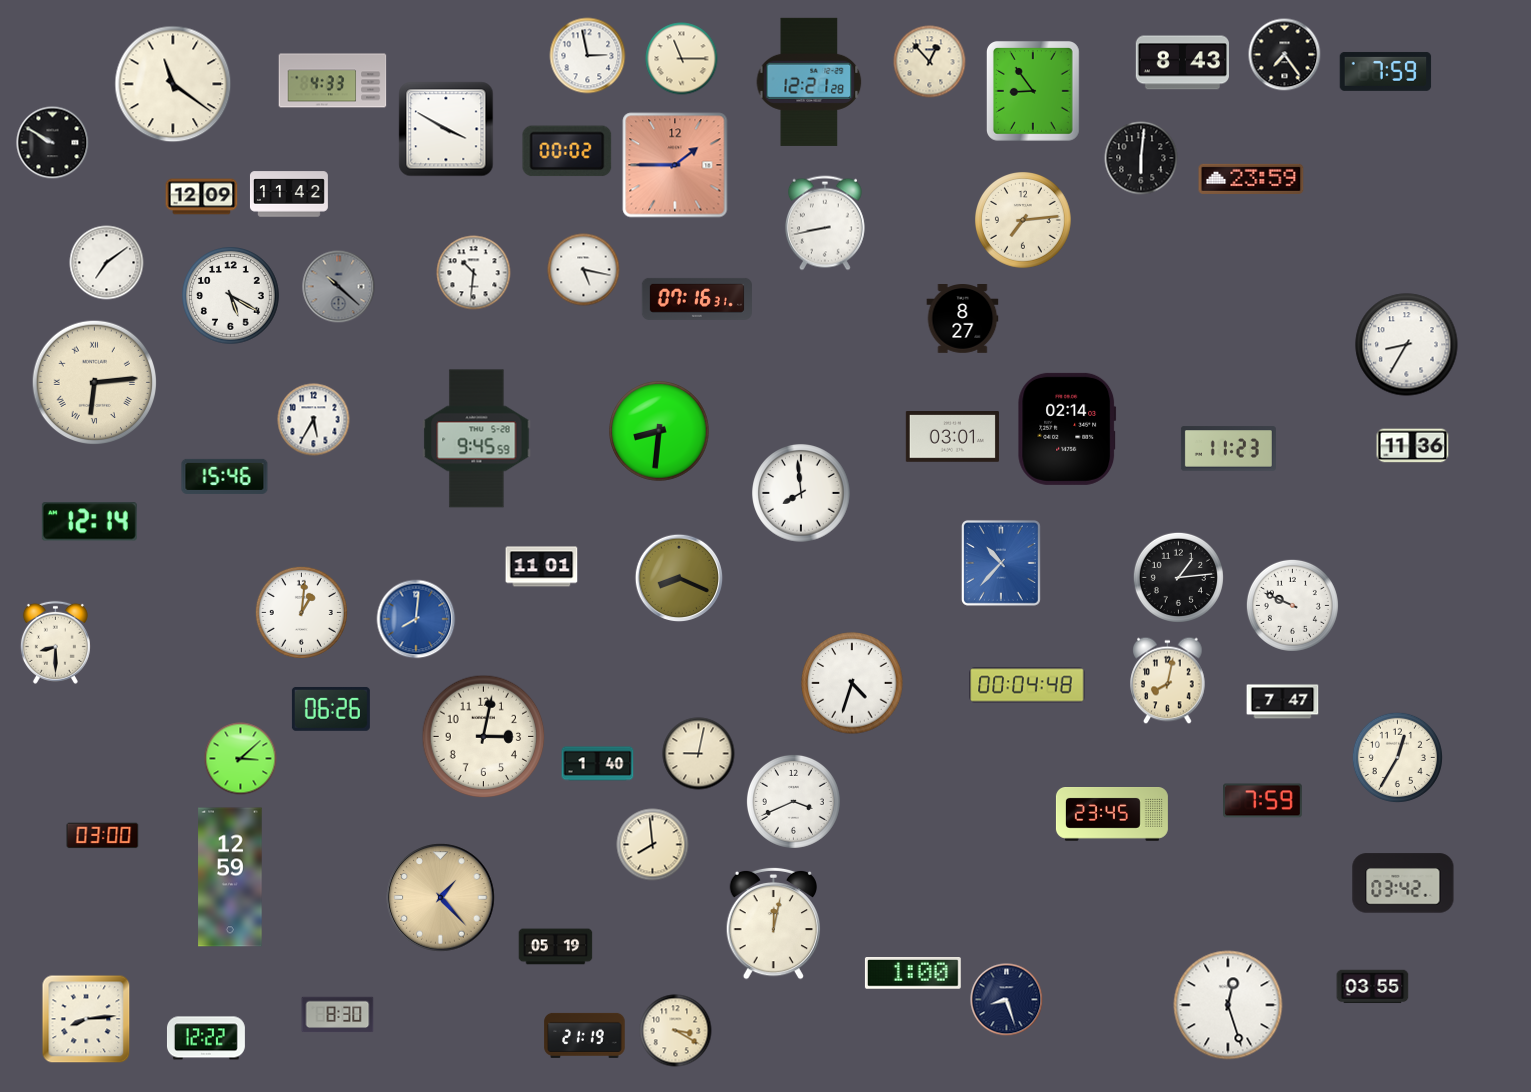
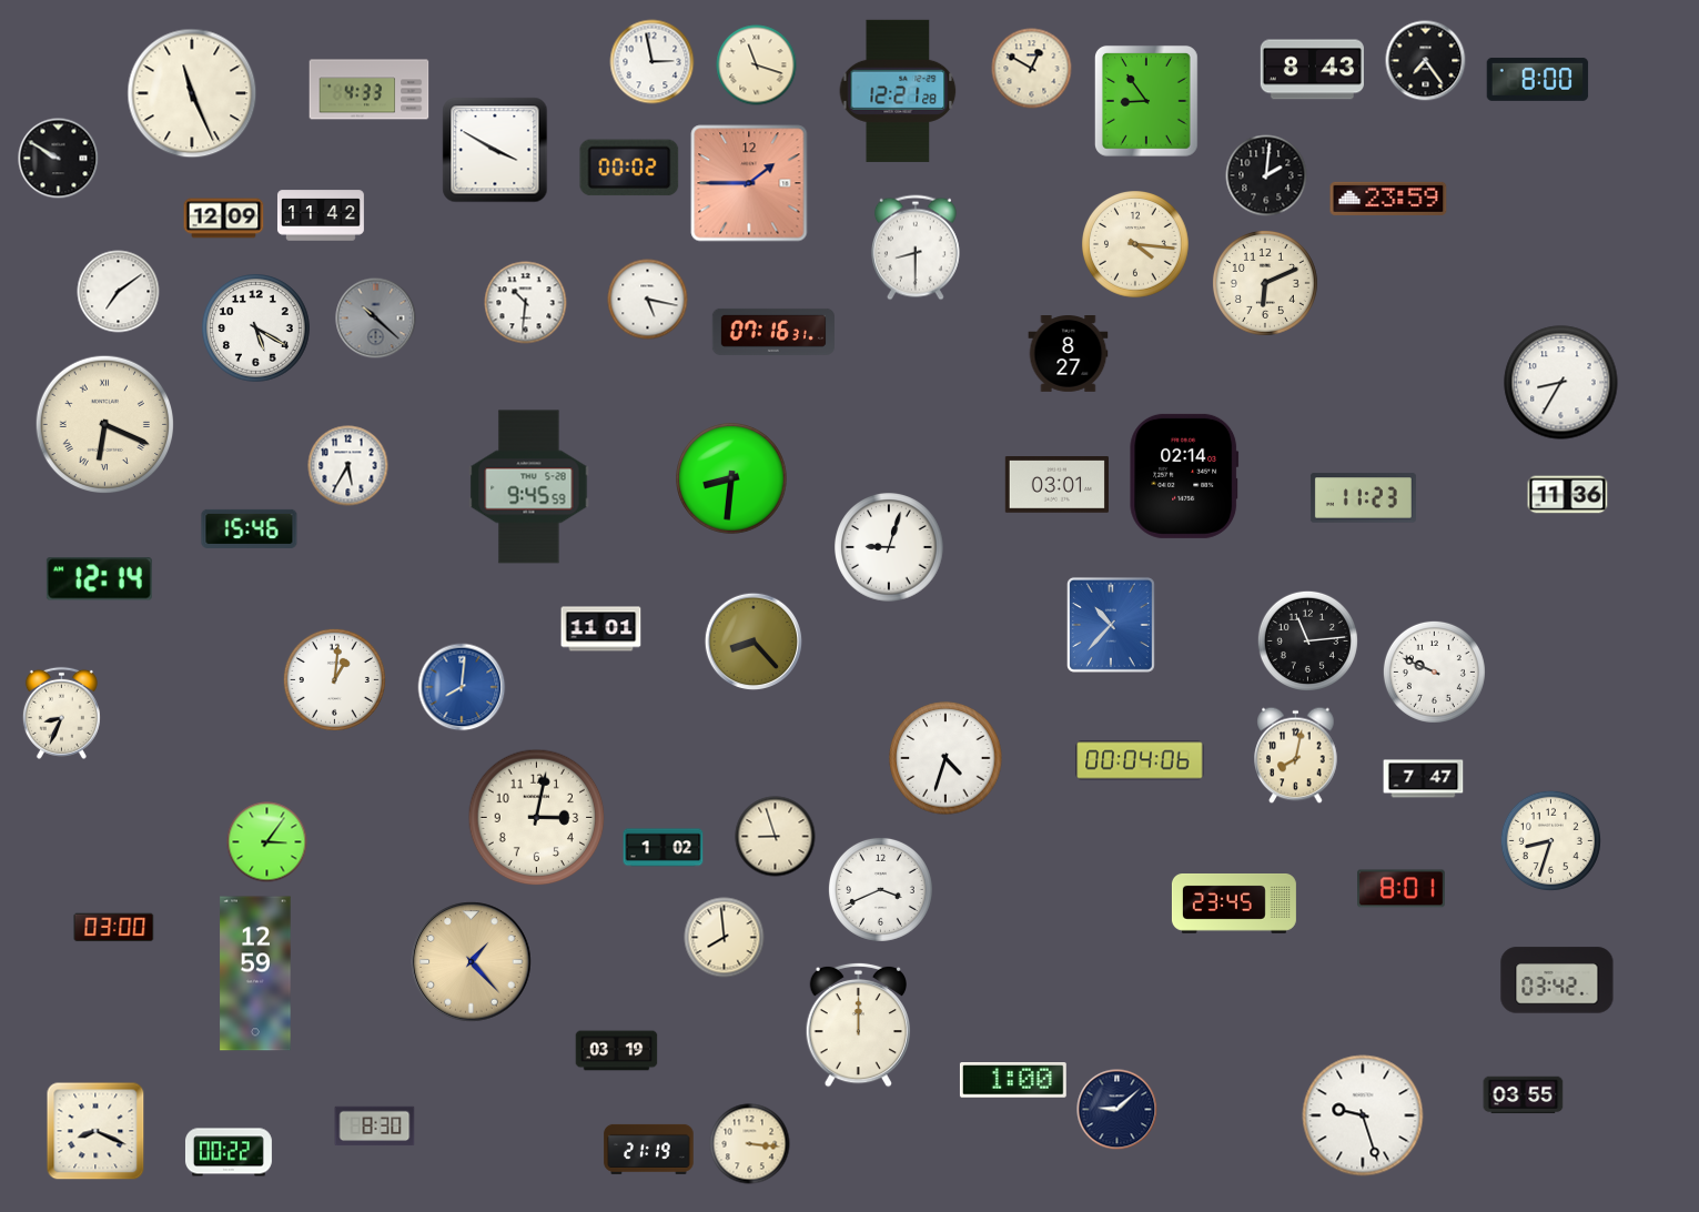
clock at (682, 59): 11:15 -> 11:18
clock at (930, 62): 12:53 -> 12:50
clock at (1386, 71): 7:59 -> 8:00
clock at (173, 84): 11:21 -> 11:26
clock at (446, 129) position: (446, 129) -> (495, 150)
clock at (1141, 158): 6:01 -> 2:01
clock at (1024, 221): 7:14 -> 4:16
clock at (825, 223): 8:43 -> 8:30
clock at (1265, 283): none -> 6:11
clock at (94, 382): 6:14 -> 6:19
clock at (801, 493): 7:59 -> 9:03
clock at (1178, 577): 1:14 -> 11:14
clock at (679, 578): 8:19 -> 8:23
clock at (55, 642): 8:30 -> 8:34
clock at (1027, 685): 00:04:48 -> 00:04:06
clock at (331, 709): 06:26 -> none
clock at (699, 754): 9:02 -> 8:57
clock at (1397, 757): 12:35 -> 8:33
clock at (241, 759): 3:08 -> 3:06
clock at (598, 764): 1:40 -> 1:02
clock at (1263, 801): 7:59 -> 8:01
clock at (441, 898) position: (441, 898) -> (472, 962)
clock at (773, 923): 12:02 -> 12:00
clock at (556, 947): 05:19 -> 03:19
clock at (1007, 1000): 8:27 -> 9:08
clock at (1228, 1005): 12:27 -> 9:27
clock at (86, 1019): 8:14 -> 8:19
clock at (676, 1031): 3:20 -> 3:16
clock at (206, 1038): 12:22 -> 00:22
